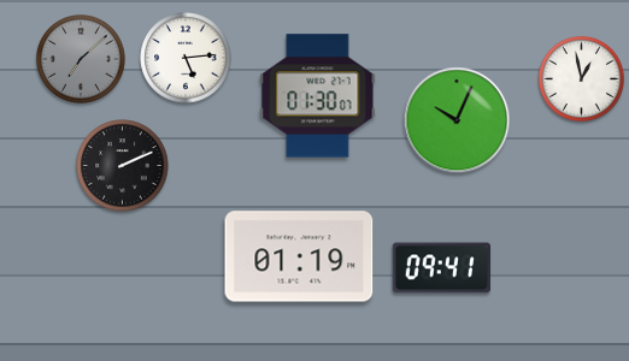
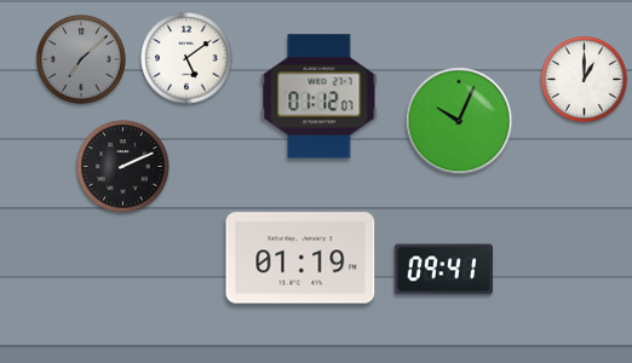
clock at (186, 58): 5:14 -> 5:09
clock at (581, 78): 12:58 -> 1:00
clock at (318, 96): 01:30 -> 01:12
